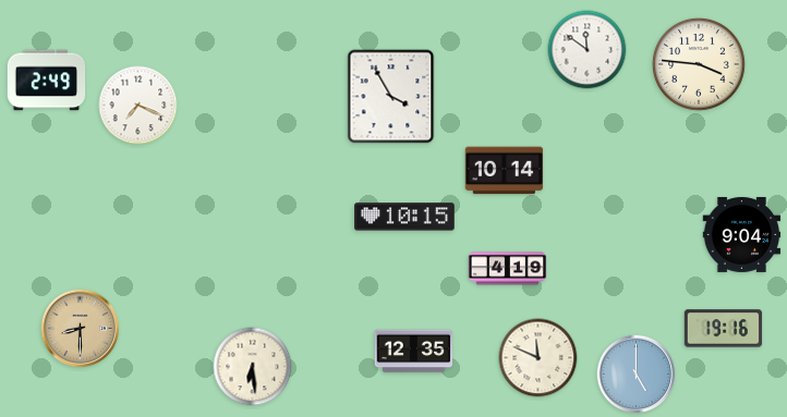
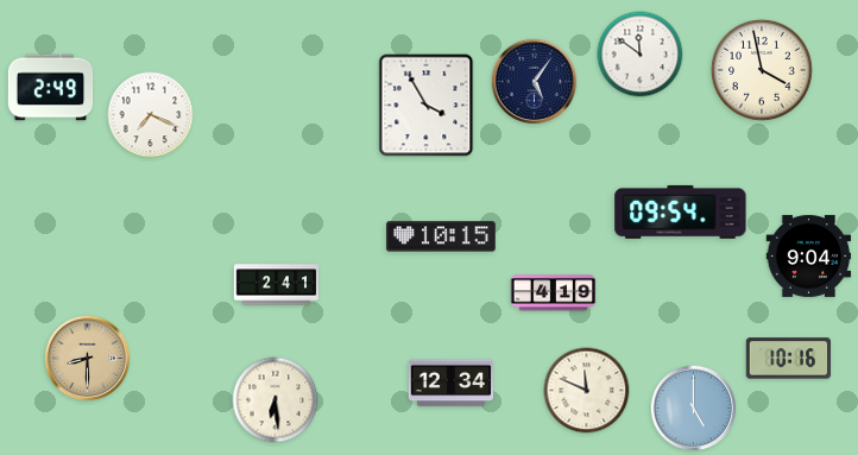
clock at (700, 65): 3:46 -> 3:58
clock at (535, 82): none -> 5:06
clock at (505, 171): 10:14 -> none
clock at (681, 211): none -> 09:54
clock at (277, 285): none -> 2:41
clock at (724, 329): 19:16 -> 10:16
clock at (414, 352): 12:35 -> 12:34
